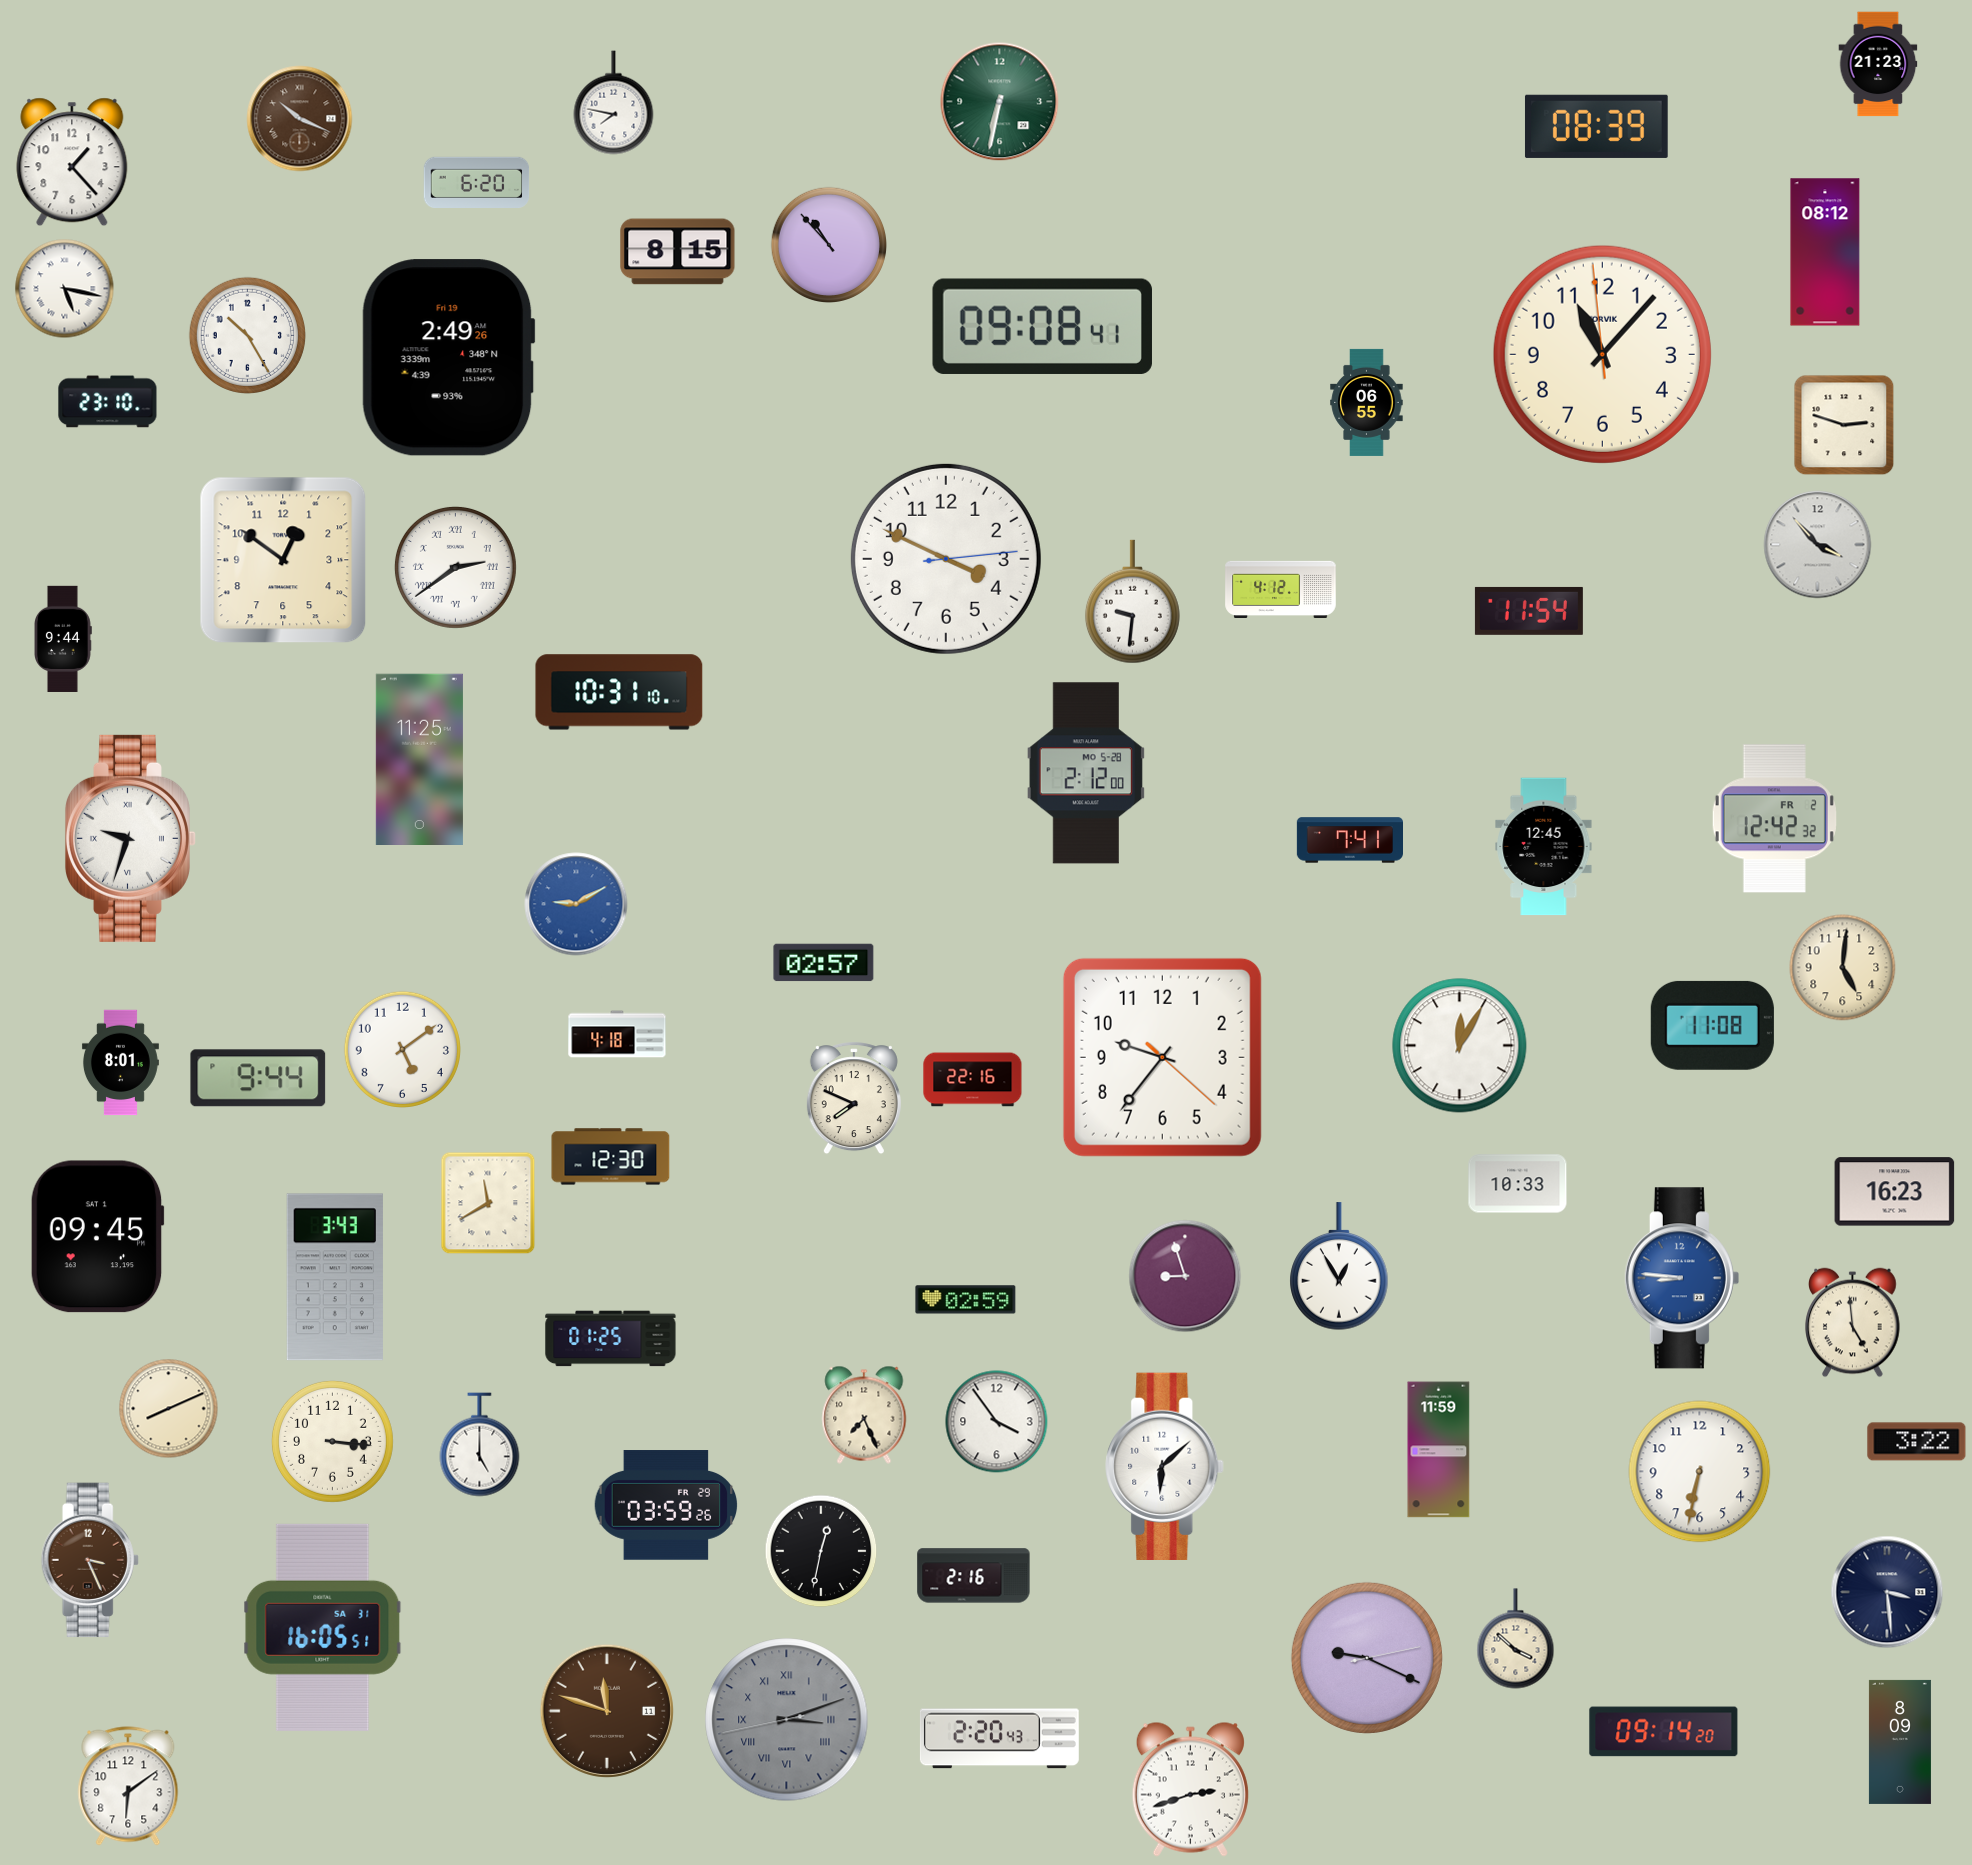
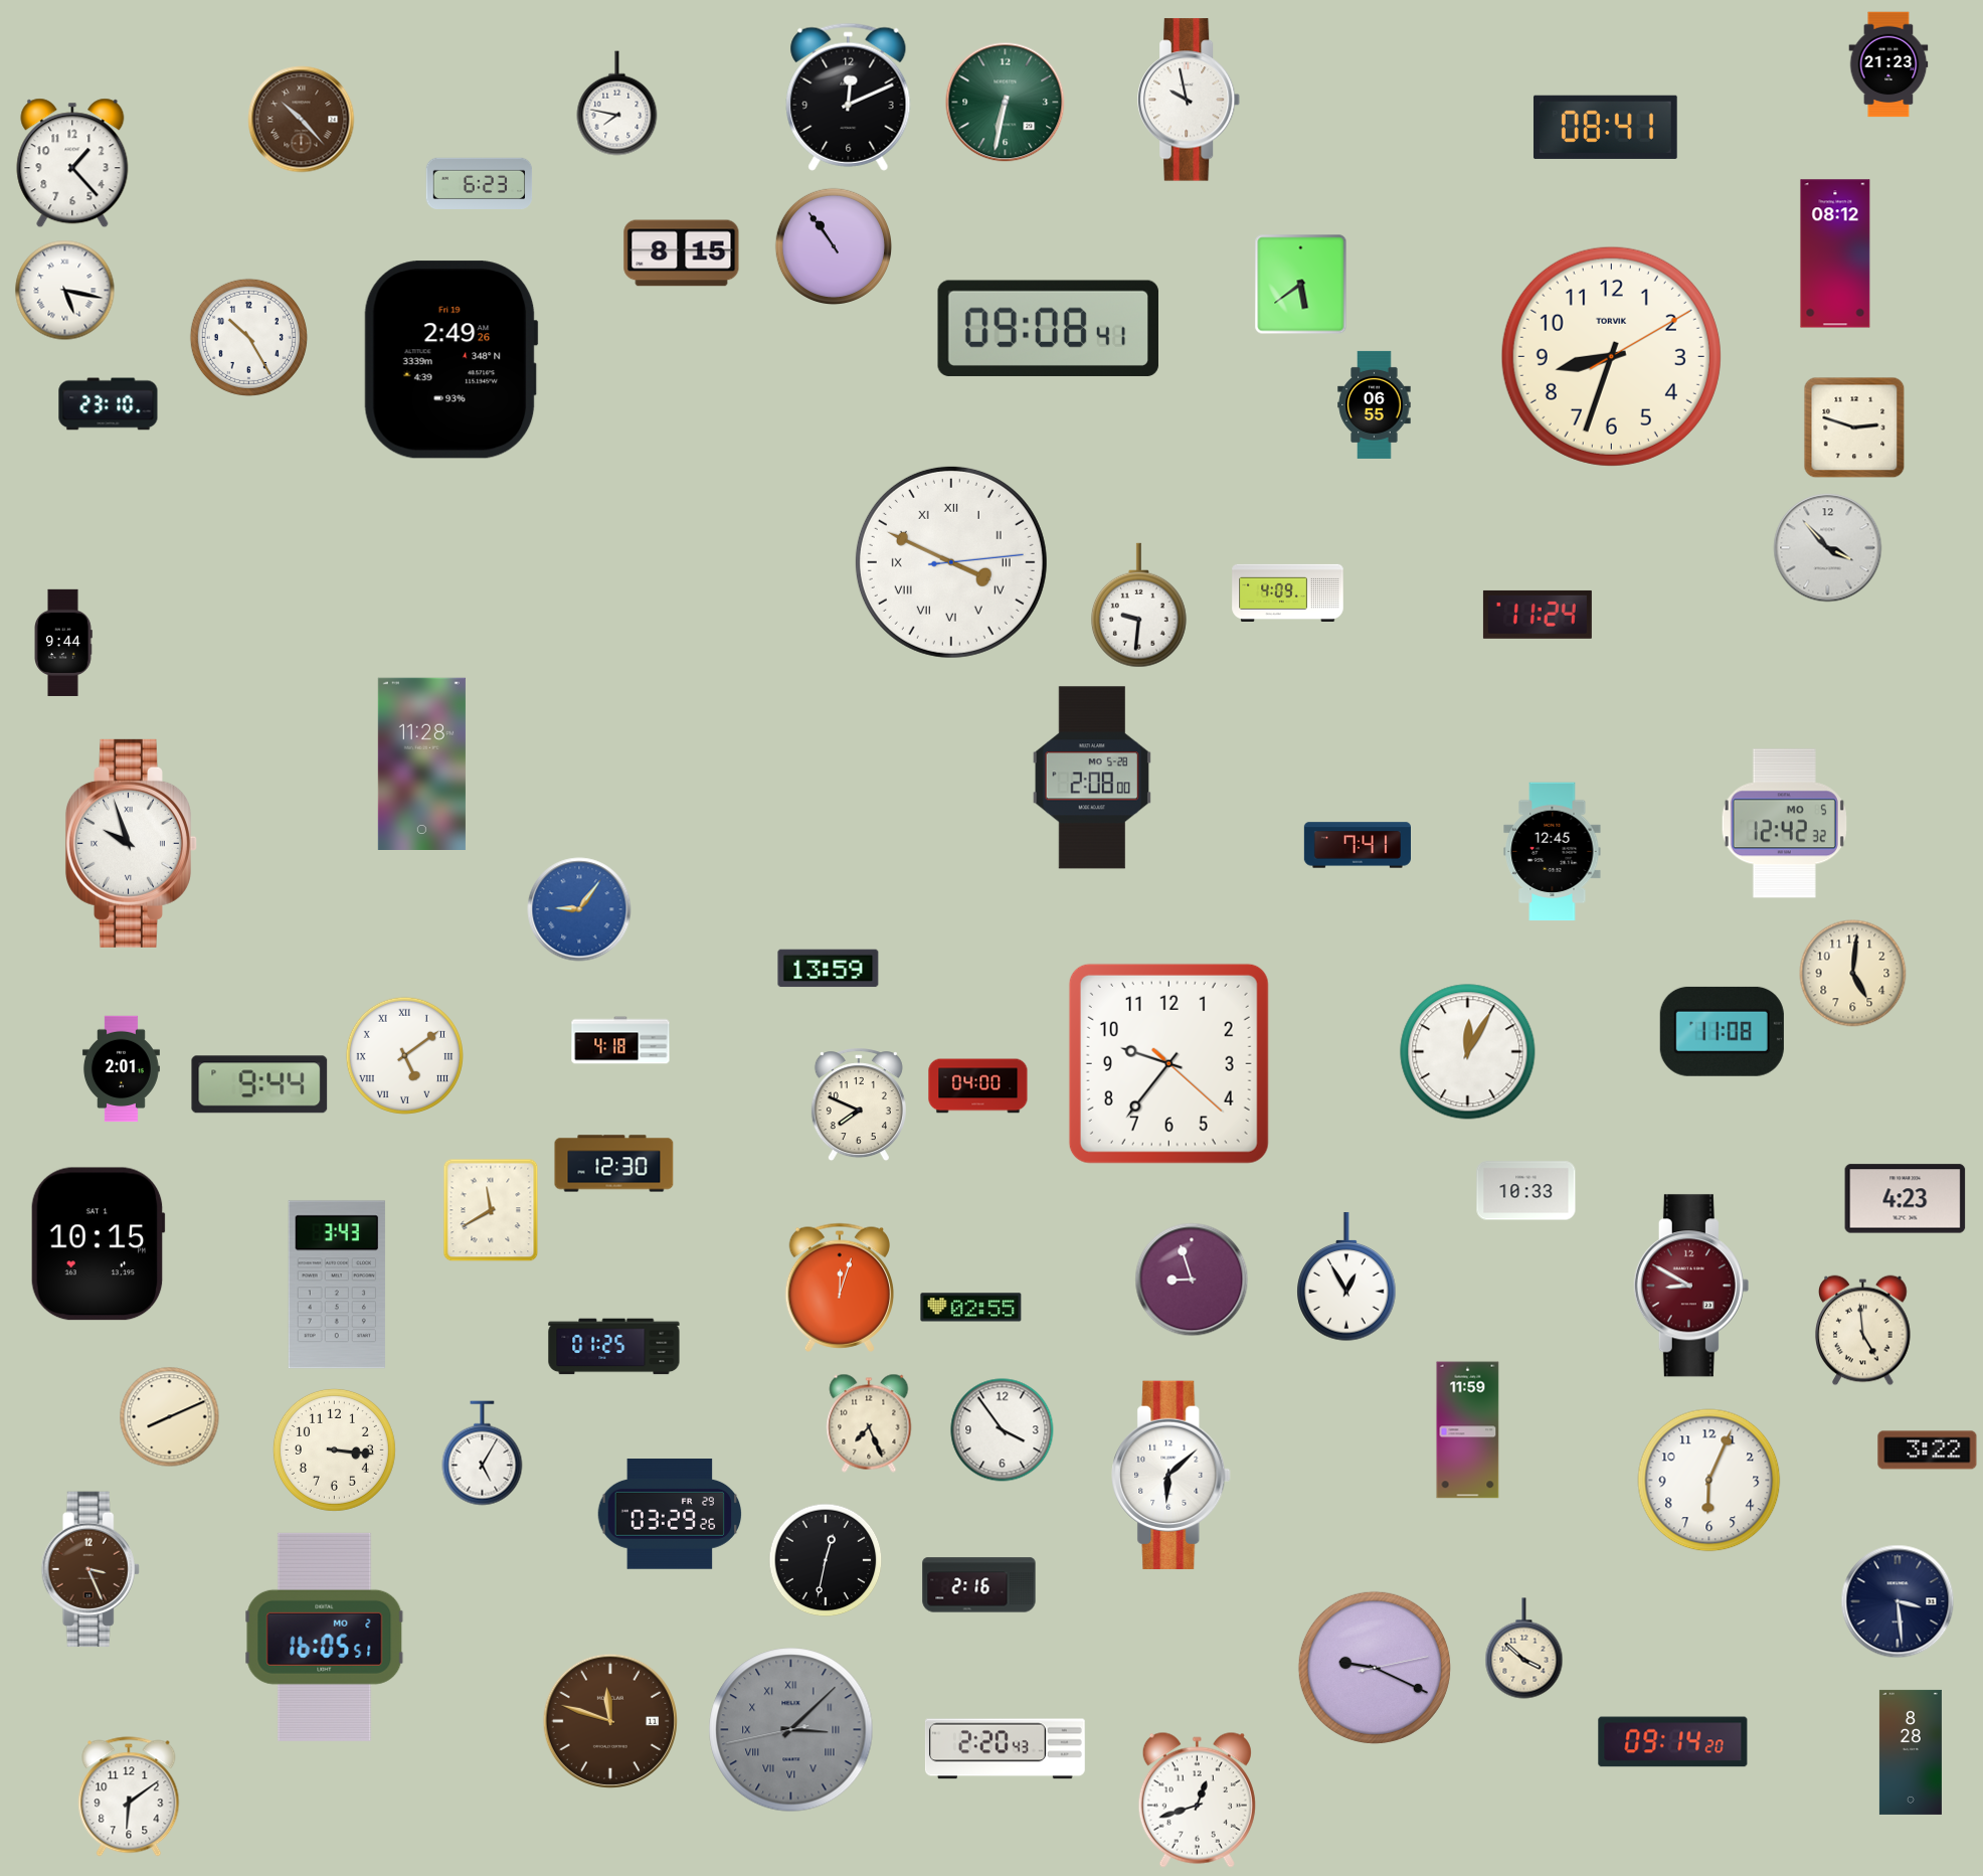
clock at (849, 97): none -> 12:11
clock at (1190, 100): none -> 9:58
clock at (300, 119): 10:19 -> 10:23
clock at (1596, 126): 08:39 -> 08:41
clock at (477, 182): 6:20 -> 6:23
clock at (828, 244): 10:53 -> 10:54
clock at (1301, 285): none -> 5:39
clock at (1602, 354): 11:06 -> 8:33
clock at (946, 559) numerals: Arabic -> Roman
clock at (283, 560): 12:51 -> none
clock at (455, 567): 2:39 -> none
clock at (1281, 589): 4:12 -> 4:09
clock at (1529, 611): 11:54 -> 11:24
clock at (619, 692): 10:31 -> none
clock at (419, 759): 11:25 -> 11:28
clock at (1085, 773): 2:12 -> 2:08
clock at (1774, 819) date: FR 2 -> MO 5
clock at (130, 838): 9:33 -> 9:57
clock at (576, 904): 9:10 -> 9:06
clock at (824, 963): 02:57 -> 13:59
clock at (402, 1049) numerals: Arabic -> Roman
clock at (120, 1063): 8:01 -> 2:01
clock at (973, 1080): 22:16 -> 04:00
clock at (1895, 1192): 16:23 -> 4:23
clock at (97, 1237): 09:45 -> 10:15
clock at (1339, 1267) position: (1339, 1267) -> (1346, 1277)
clock at (1185, 1276) position: (1185, 1276) -> (1192, 1280)
clock at (1682, 1278): 8:46 -> 8:50
clock at (1682, 1278) dial: blue -> burgundy
clock at (839, 1288): none -> 12:03
clock at (966, 1300): 02:59 -> 02:55
clock at (480, 1445): 5:00 -> 5:05
clock at (1439, 1450) position: (1439, 1450) -> (1468, 1430)
clock at (1700, 1472): 6:32 -> 6:04
clock at (666, 1505): 03:59 -> 03:29
clock at (323, 1627) date: SA 31 -> MO 2
clock at (787, 1720): 3:11 -> 3:07
clock at (1900, 1742): 8:09 -> 8:28
clock at (1190, 1789): 2:42 -> 12:42
